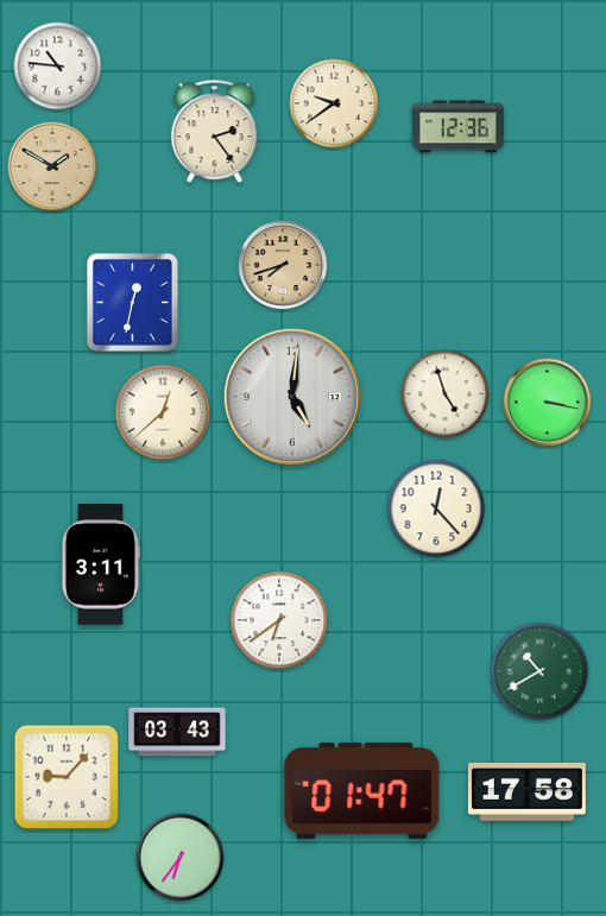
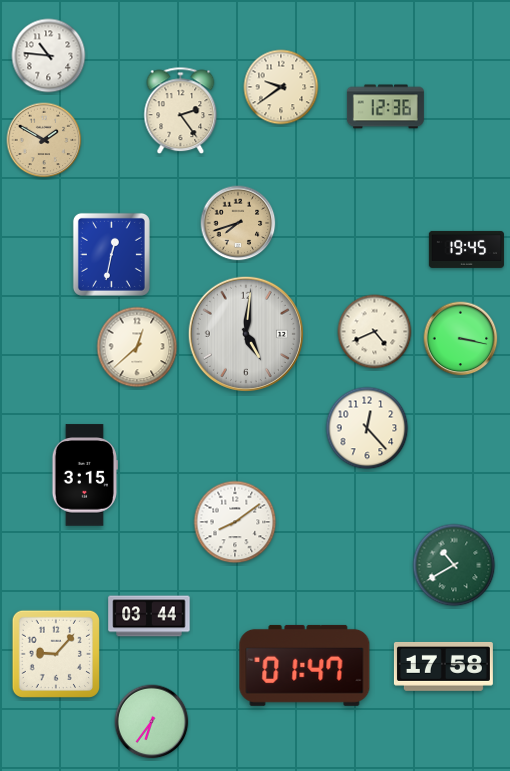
clock at (466, 249): none -> 19:45
clock at (446, 394): 4:57 -> 4:41
clock at (101, 564): 3:11 -> 3:15
clock at (279, 620): 6:39 -> 8:09
clock at (177, 732): 03:43 -> 03:44
